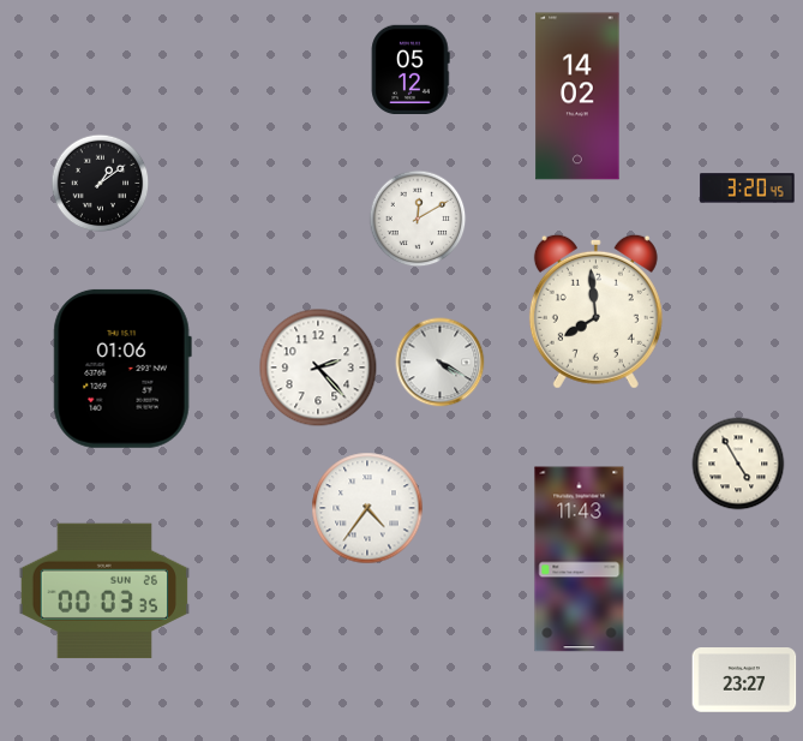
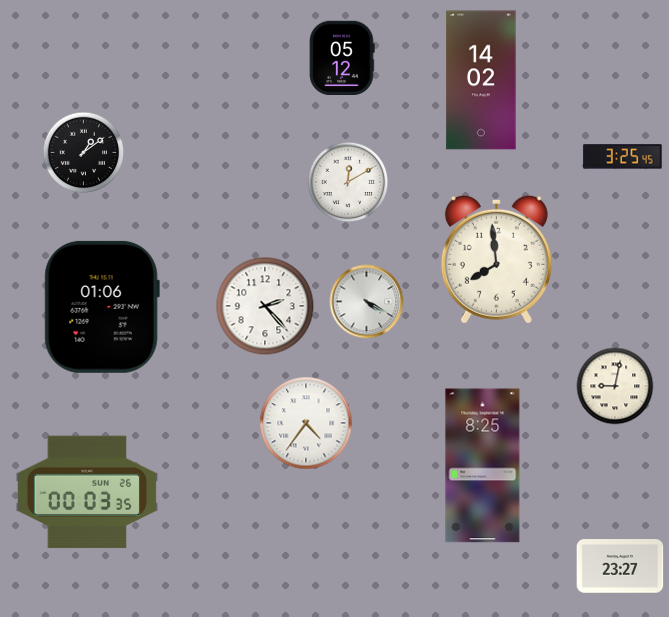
clock at (748, 189): 3:20 -> 3:25
clock at (738, 464): 4:55 -> 9:02
clock at (580, 560): 11:43 -> 8:25
